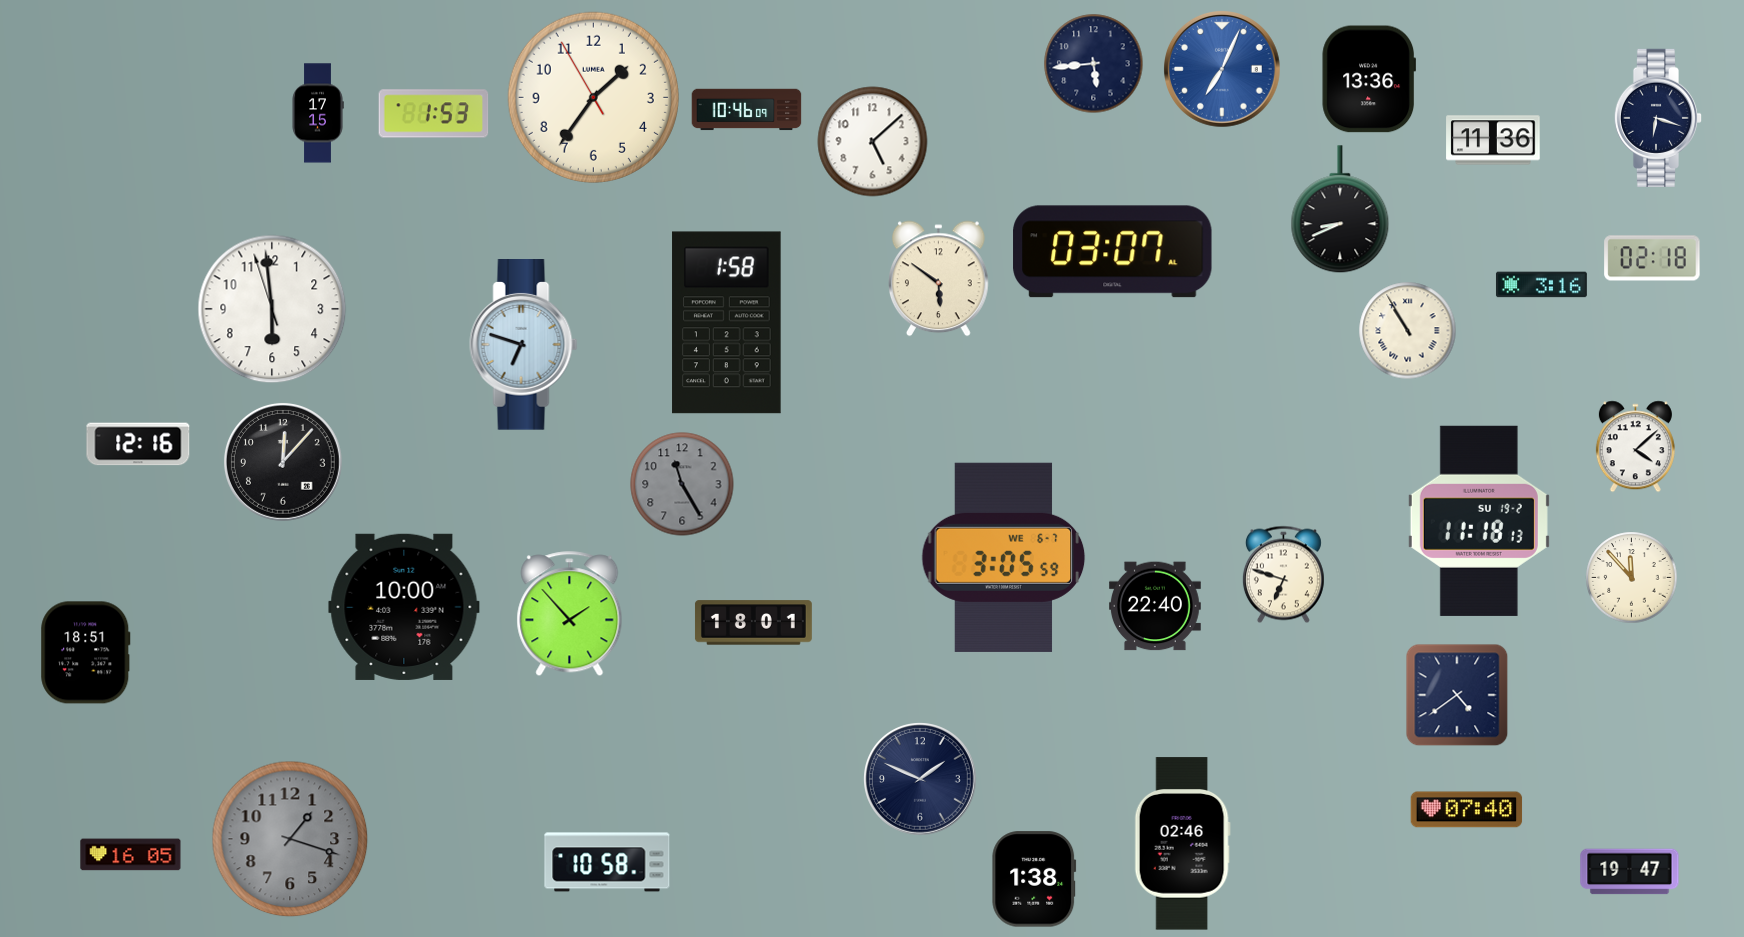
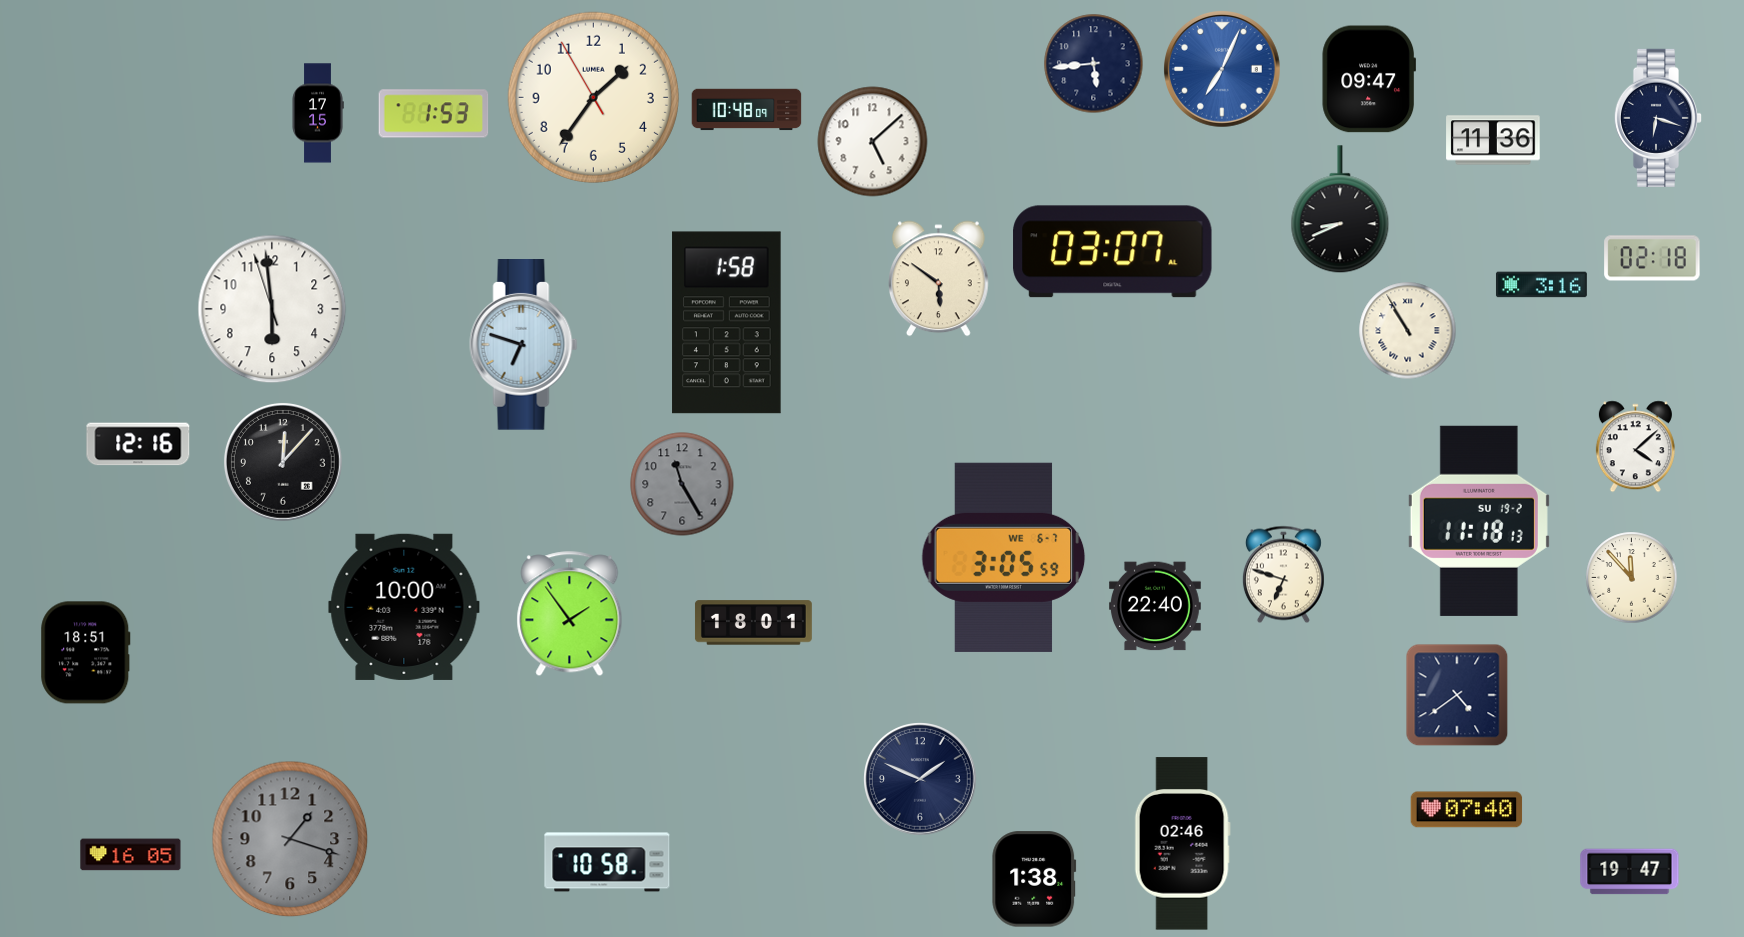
clock at (1368, 79): 13:36 -> 09:47
clock at (747, 110): 10:46 -> 10:48
clock at (570, 614): 1:53 -> 1:54
